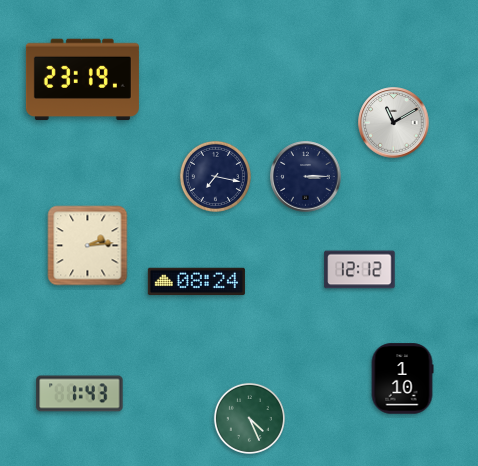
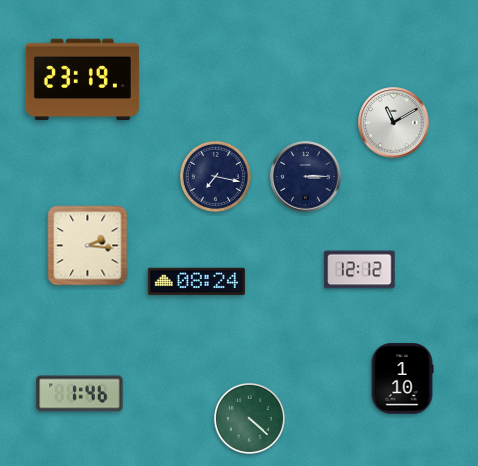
clock at (88, 246): 2:14 -> 2:16
clock at (80, 394): 1:43 -> 1:46
clock at (249, 418): 4:26 -> 4:22
